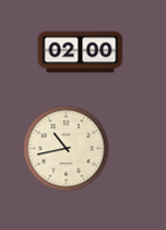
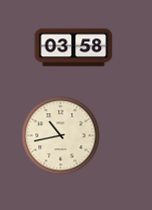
clock at (80, 53): 02:00 -> 03:58
